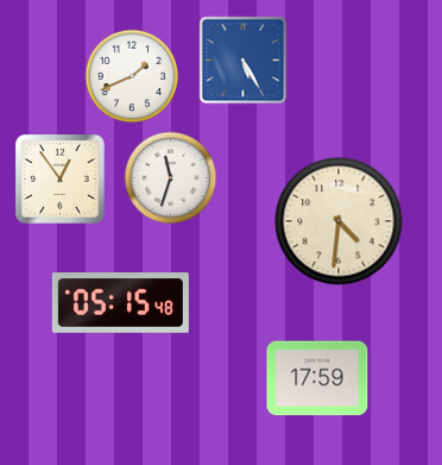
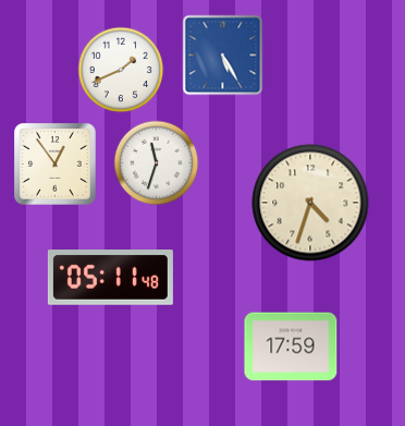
clock at (339, 221): 4:31 -> 4:33
clock at (120, 303): 05:15 -> 05:11
